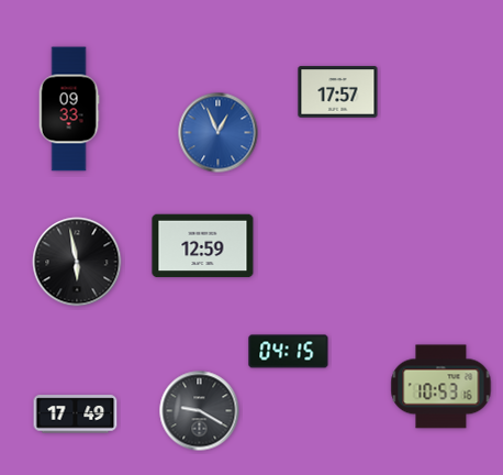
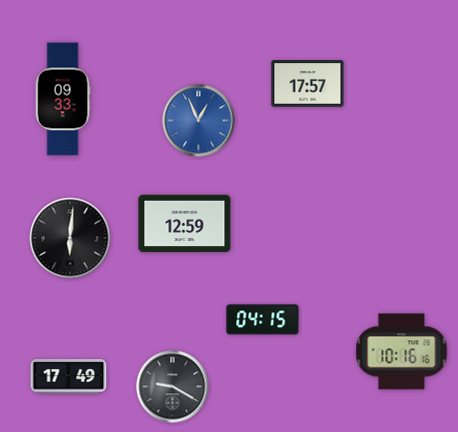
clock at (77, 262): 5:58 -> 6:01
clock at (441, 387): 10:53 -> 10:16
clock at (200, 411) position: (200, 411) -> (173, 387)
